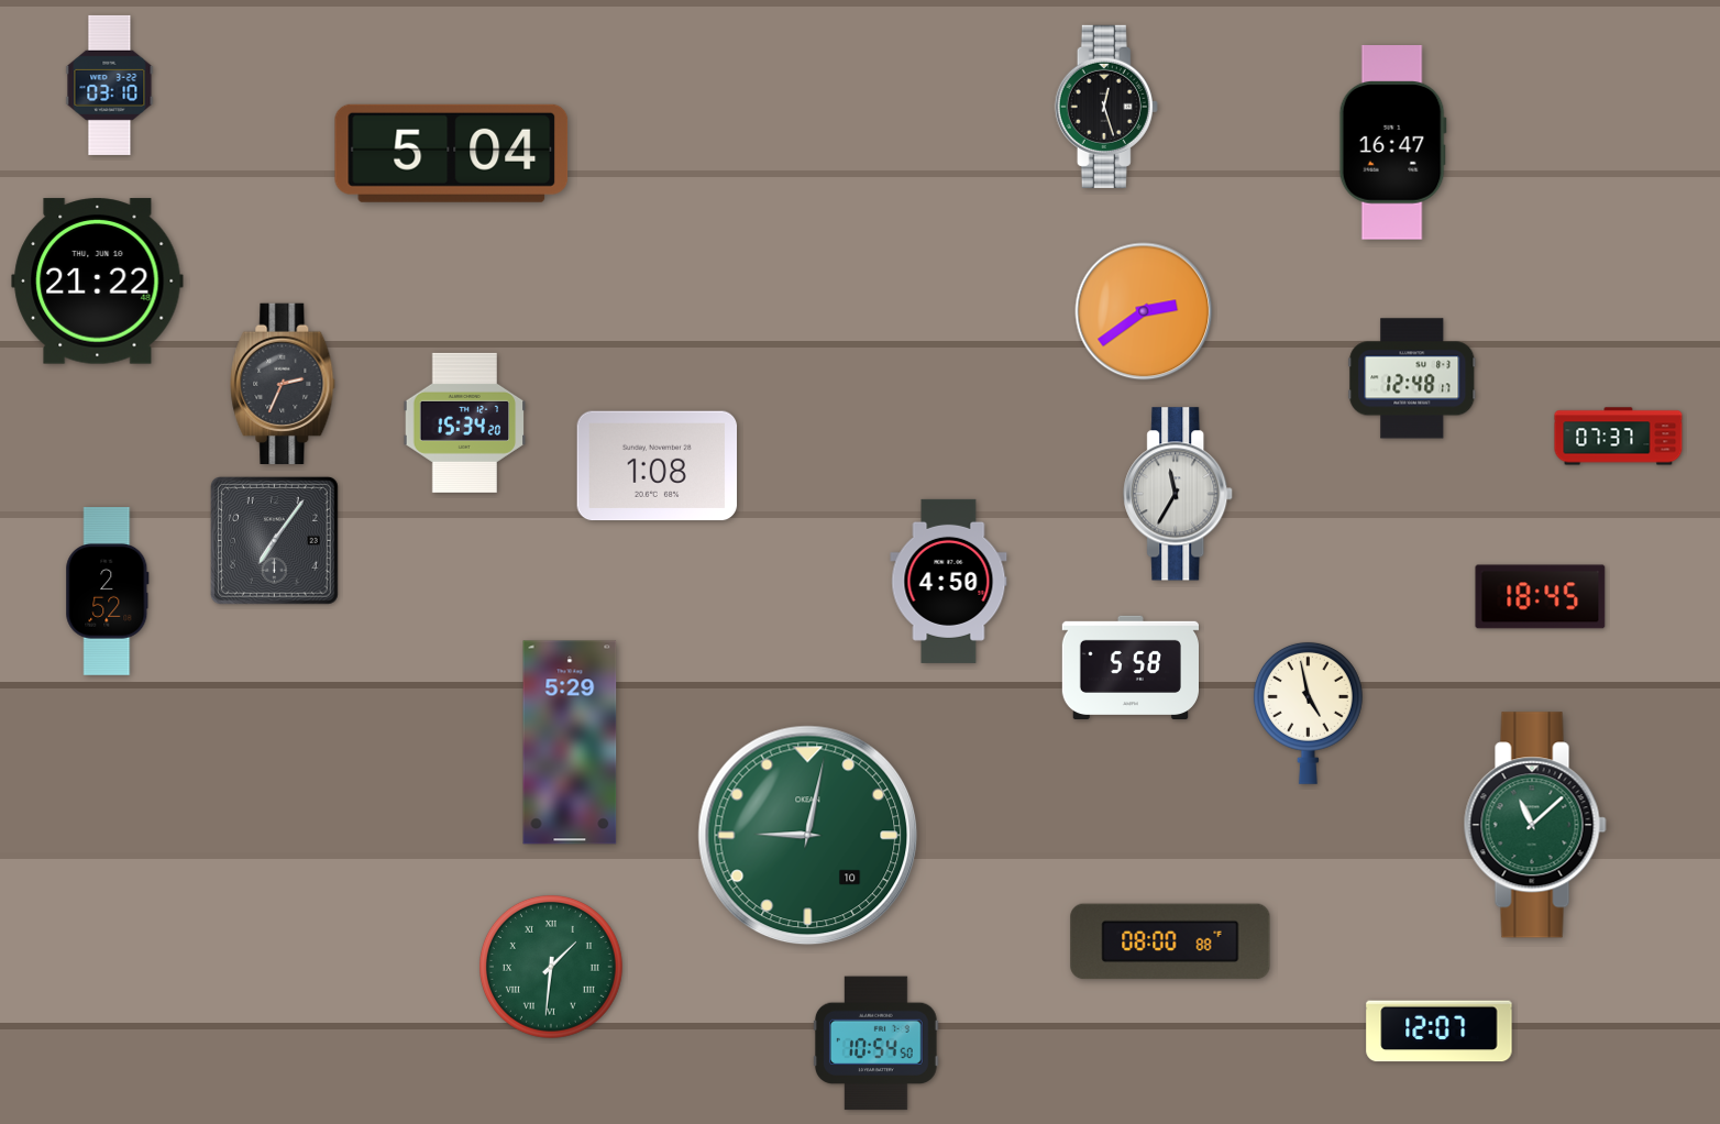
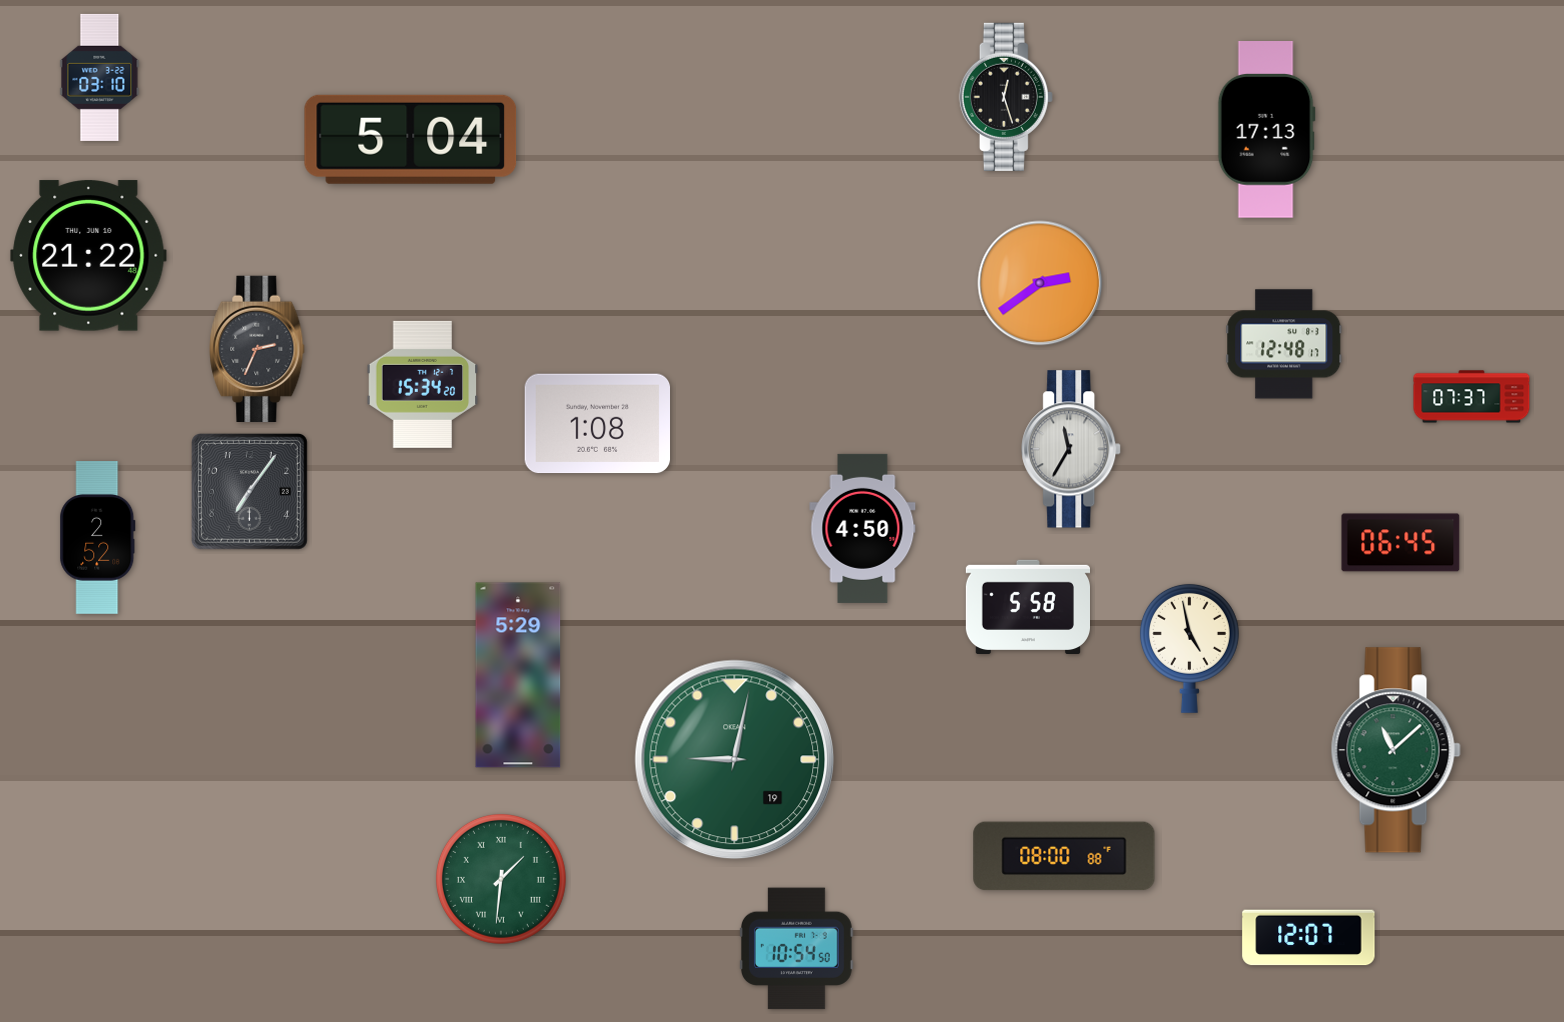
clock at (1392, 143): 16:47 -> 17:13
clock at (1541, 597): 18:45 -> 06:45
clock at (808, 836) date: 10 -> 19
